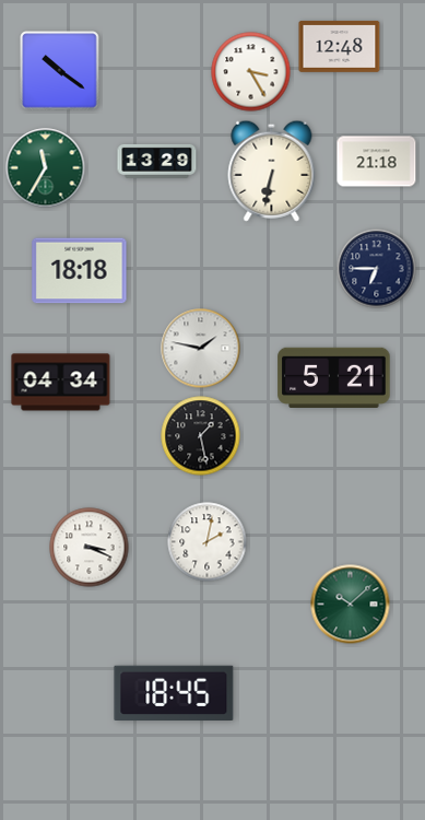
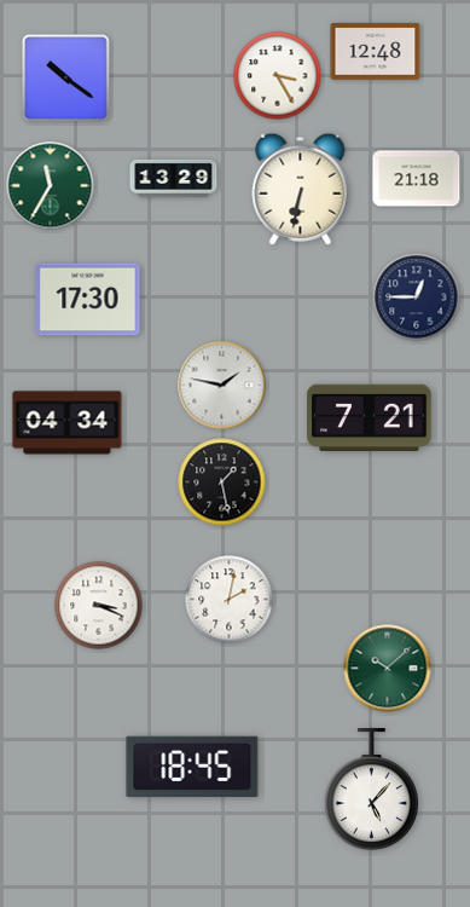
clock at (251, 72) position: (251, 72) -> (278, 76)
clock at (377, 269): 6:45 -> 12:45
clock at (80, 271): 18:18 -> 17:30
clock at (334, 378): 5:21 -> 7:21
clock at (371, 791): none -> 5:07
